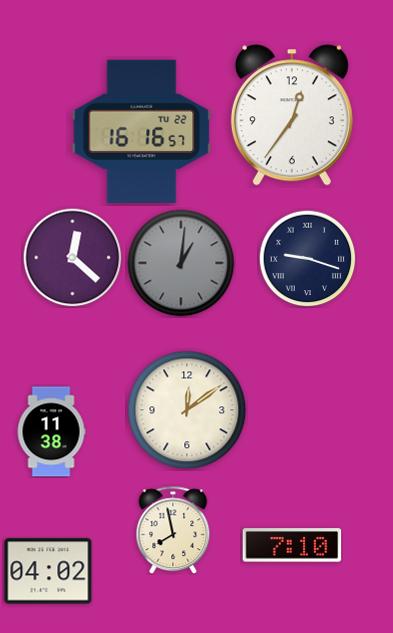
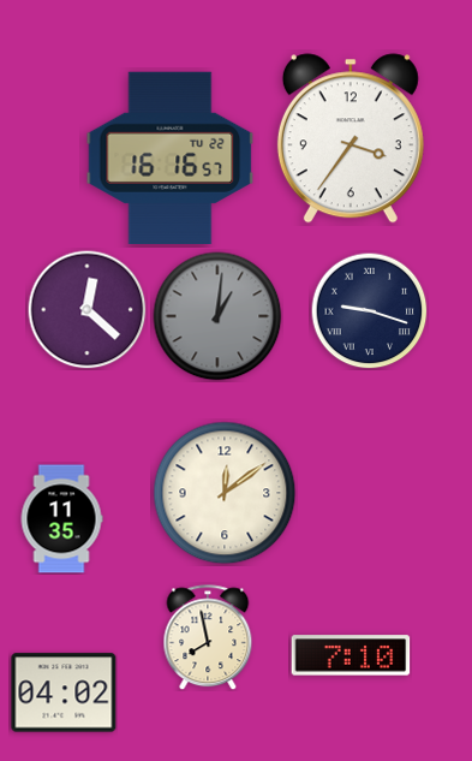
clock at (292, 115): 12:36 -> 3:36
clock at (51, 432): 11:38 -> 11:35
clock at (48, 571) position: (48, 571) -> (64, 692)
